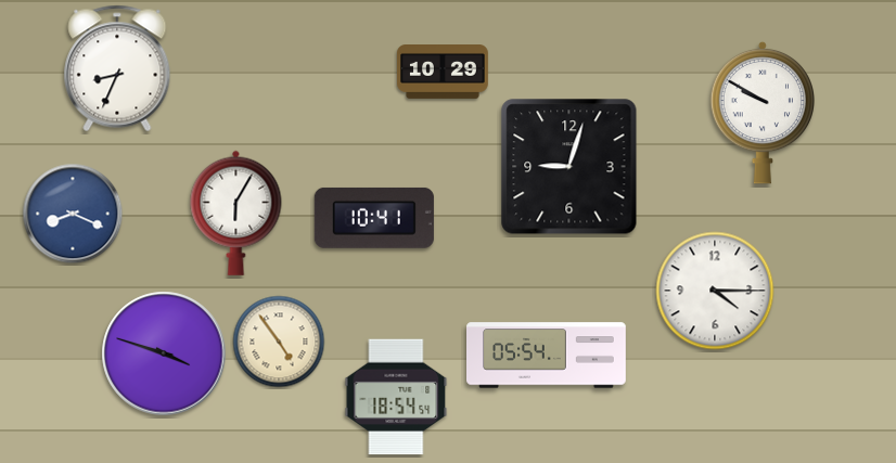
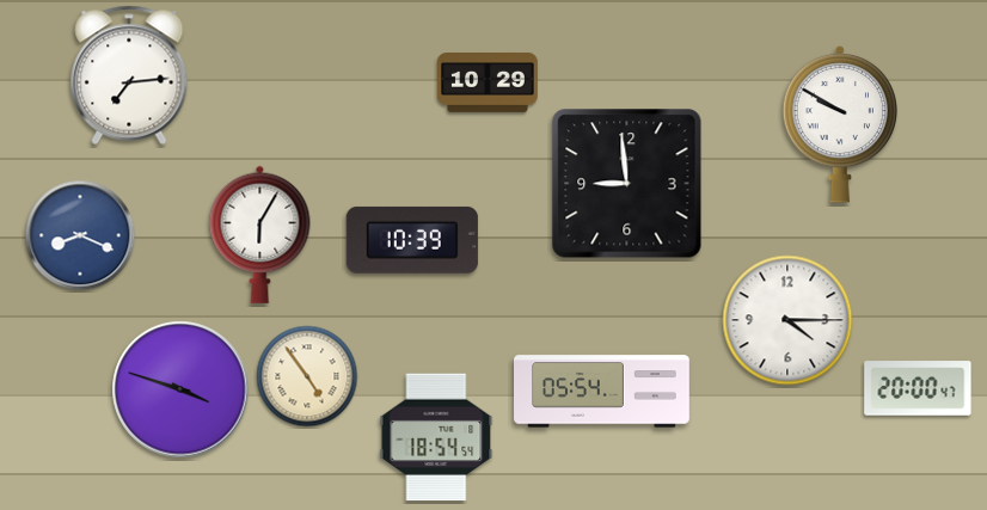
clock at (117, 68): 8:34 -> 7:14
clock at (443, 73) position: (443, 73) -> (488, 84)
clock at (569, 167): 9:03 -> 8:59
clock at (374, 218): 10:41 -> 10:39
clock at (918, 388): none -> 20:00
